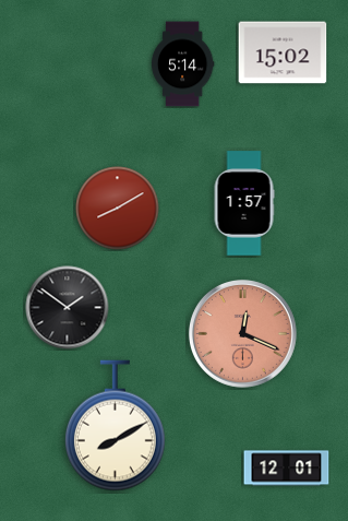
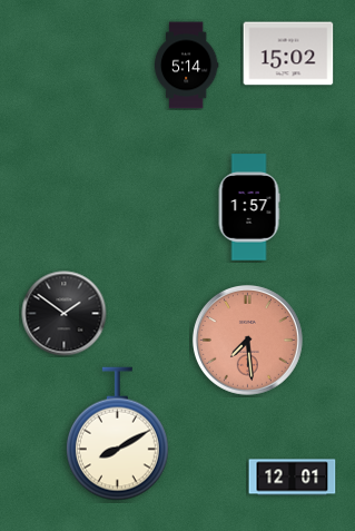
clock at (118, 209): 8:10 -> none
clock at (68, 308) position: (68, 308) -> (65, 314)
clock at (242, 333): 12:19 -> 7:29
